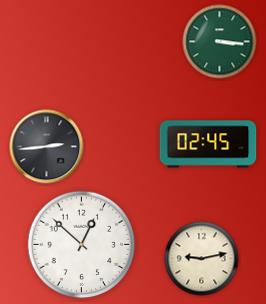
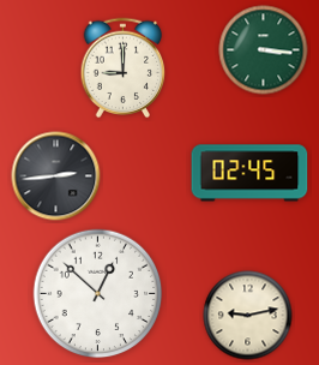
clock at (124, 68): none -> 9:00
clock at (202, 259) position: (202, 259) -> (248, 316)
